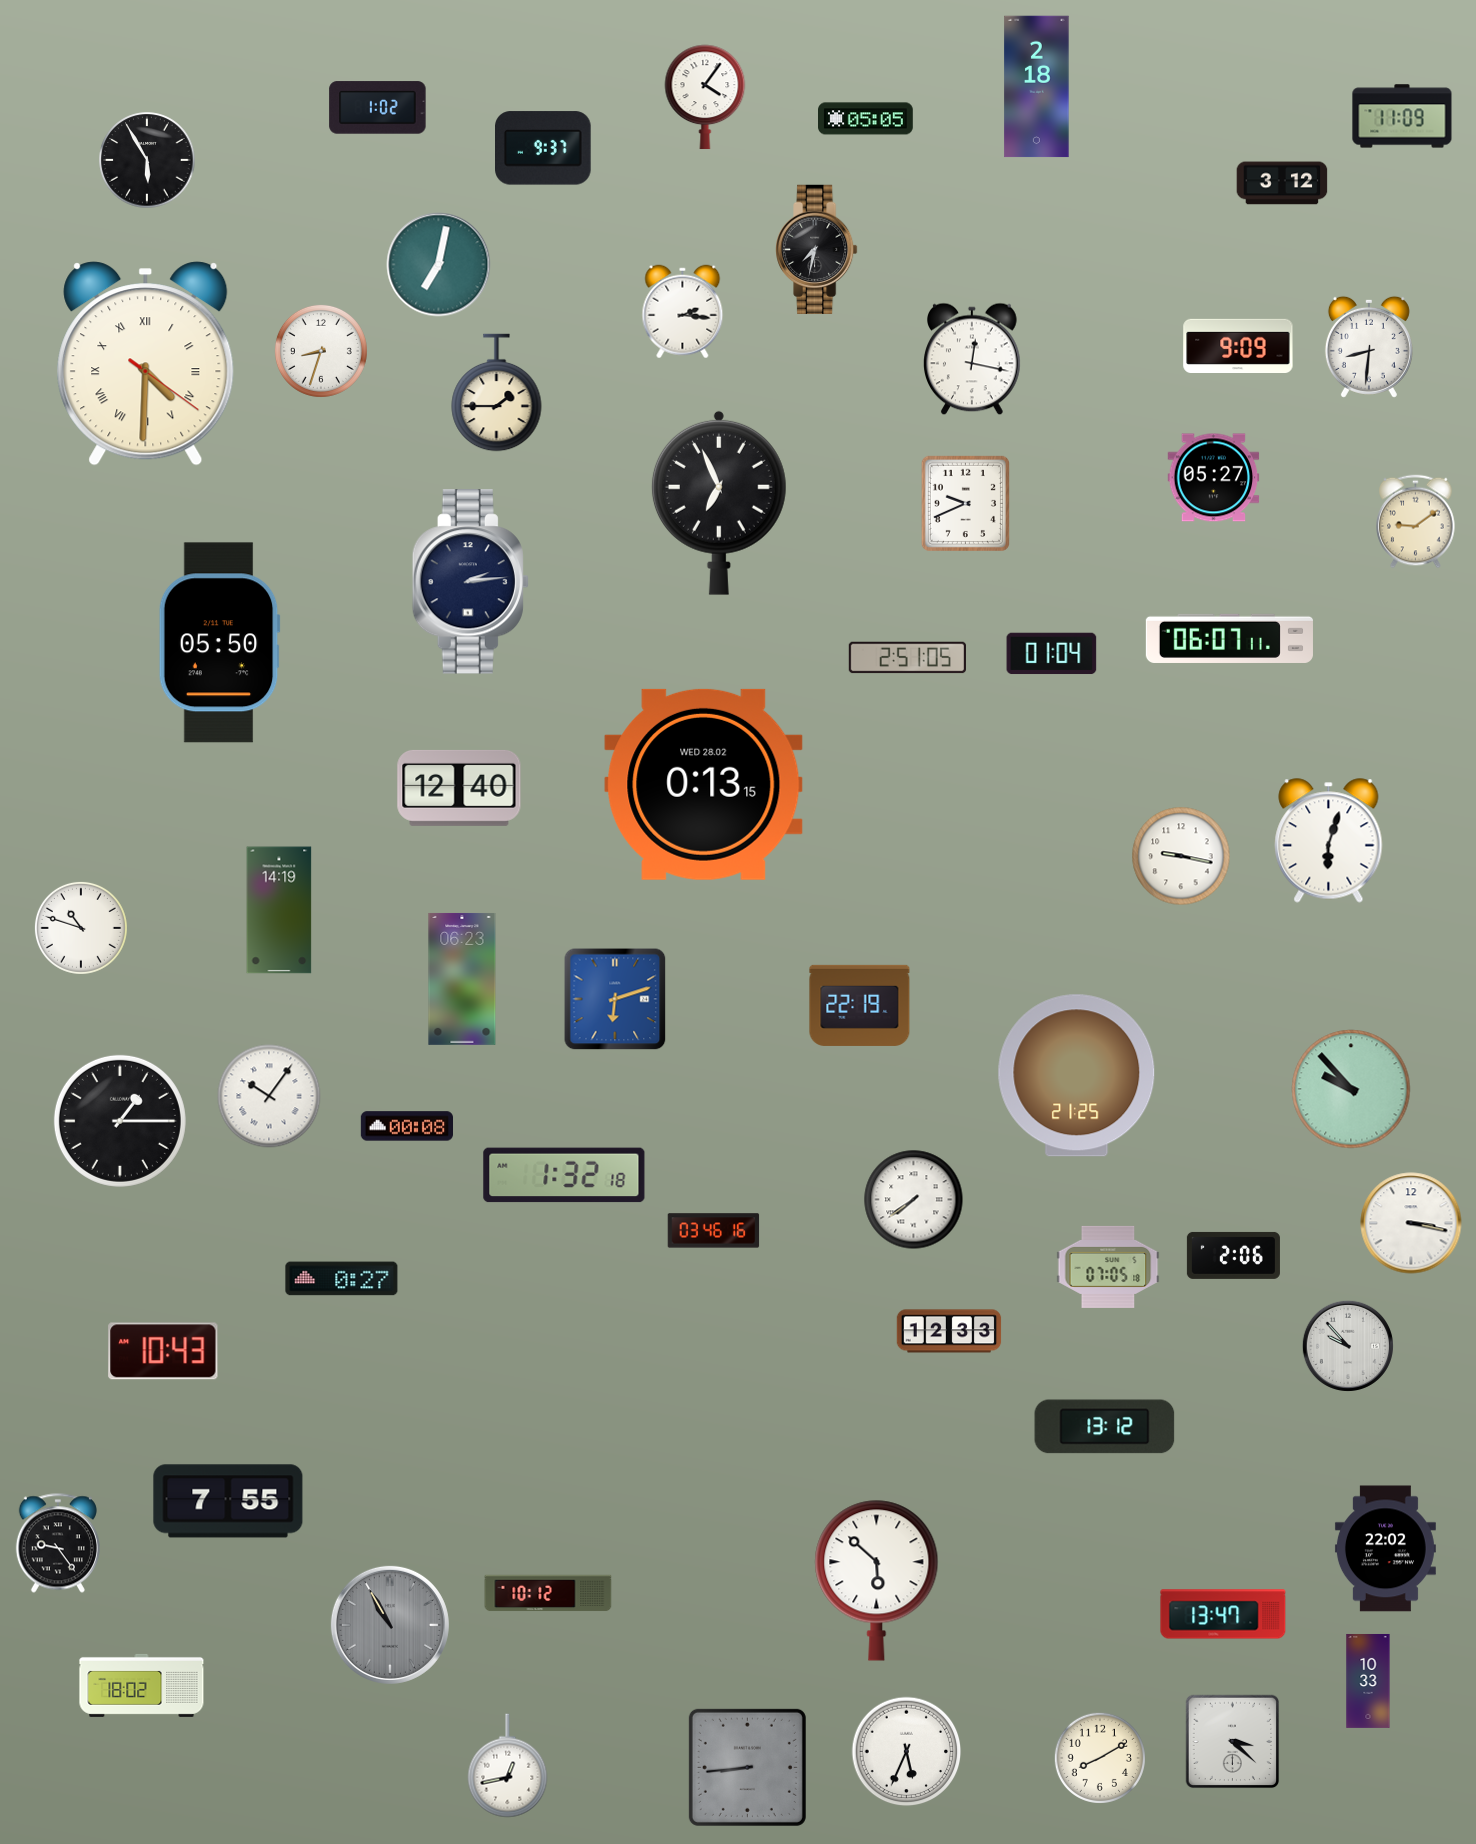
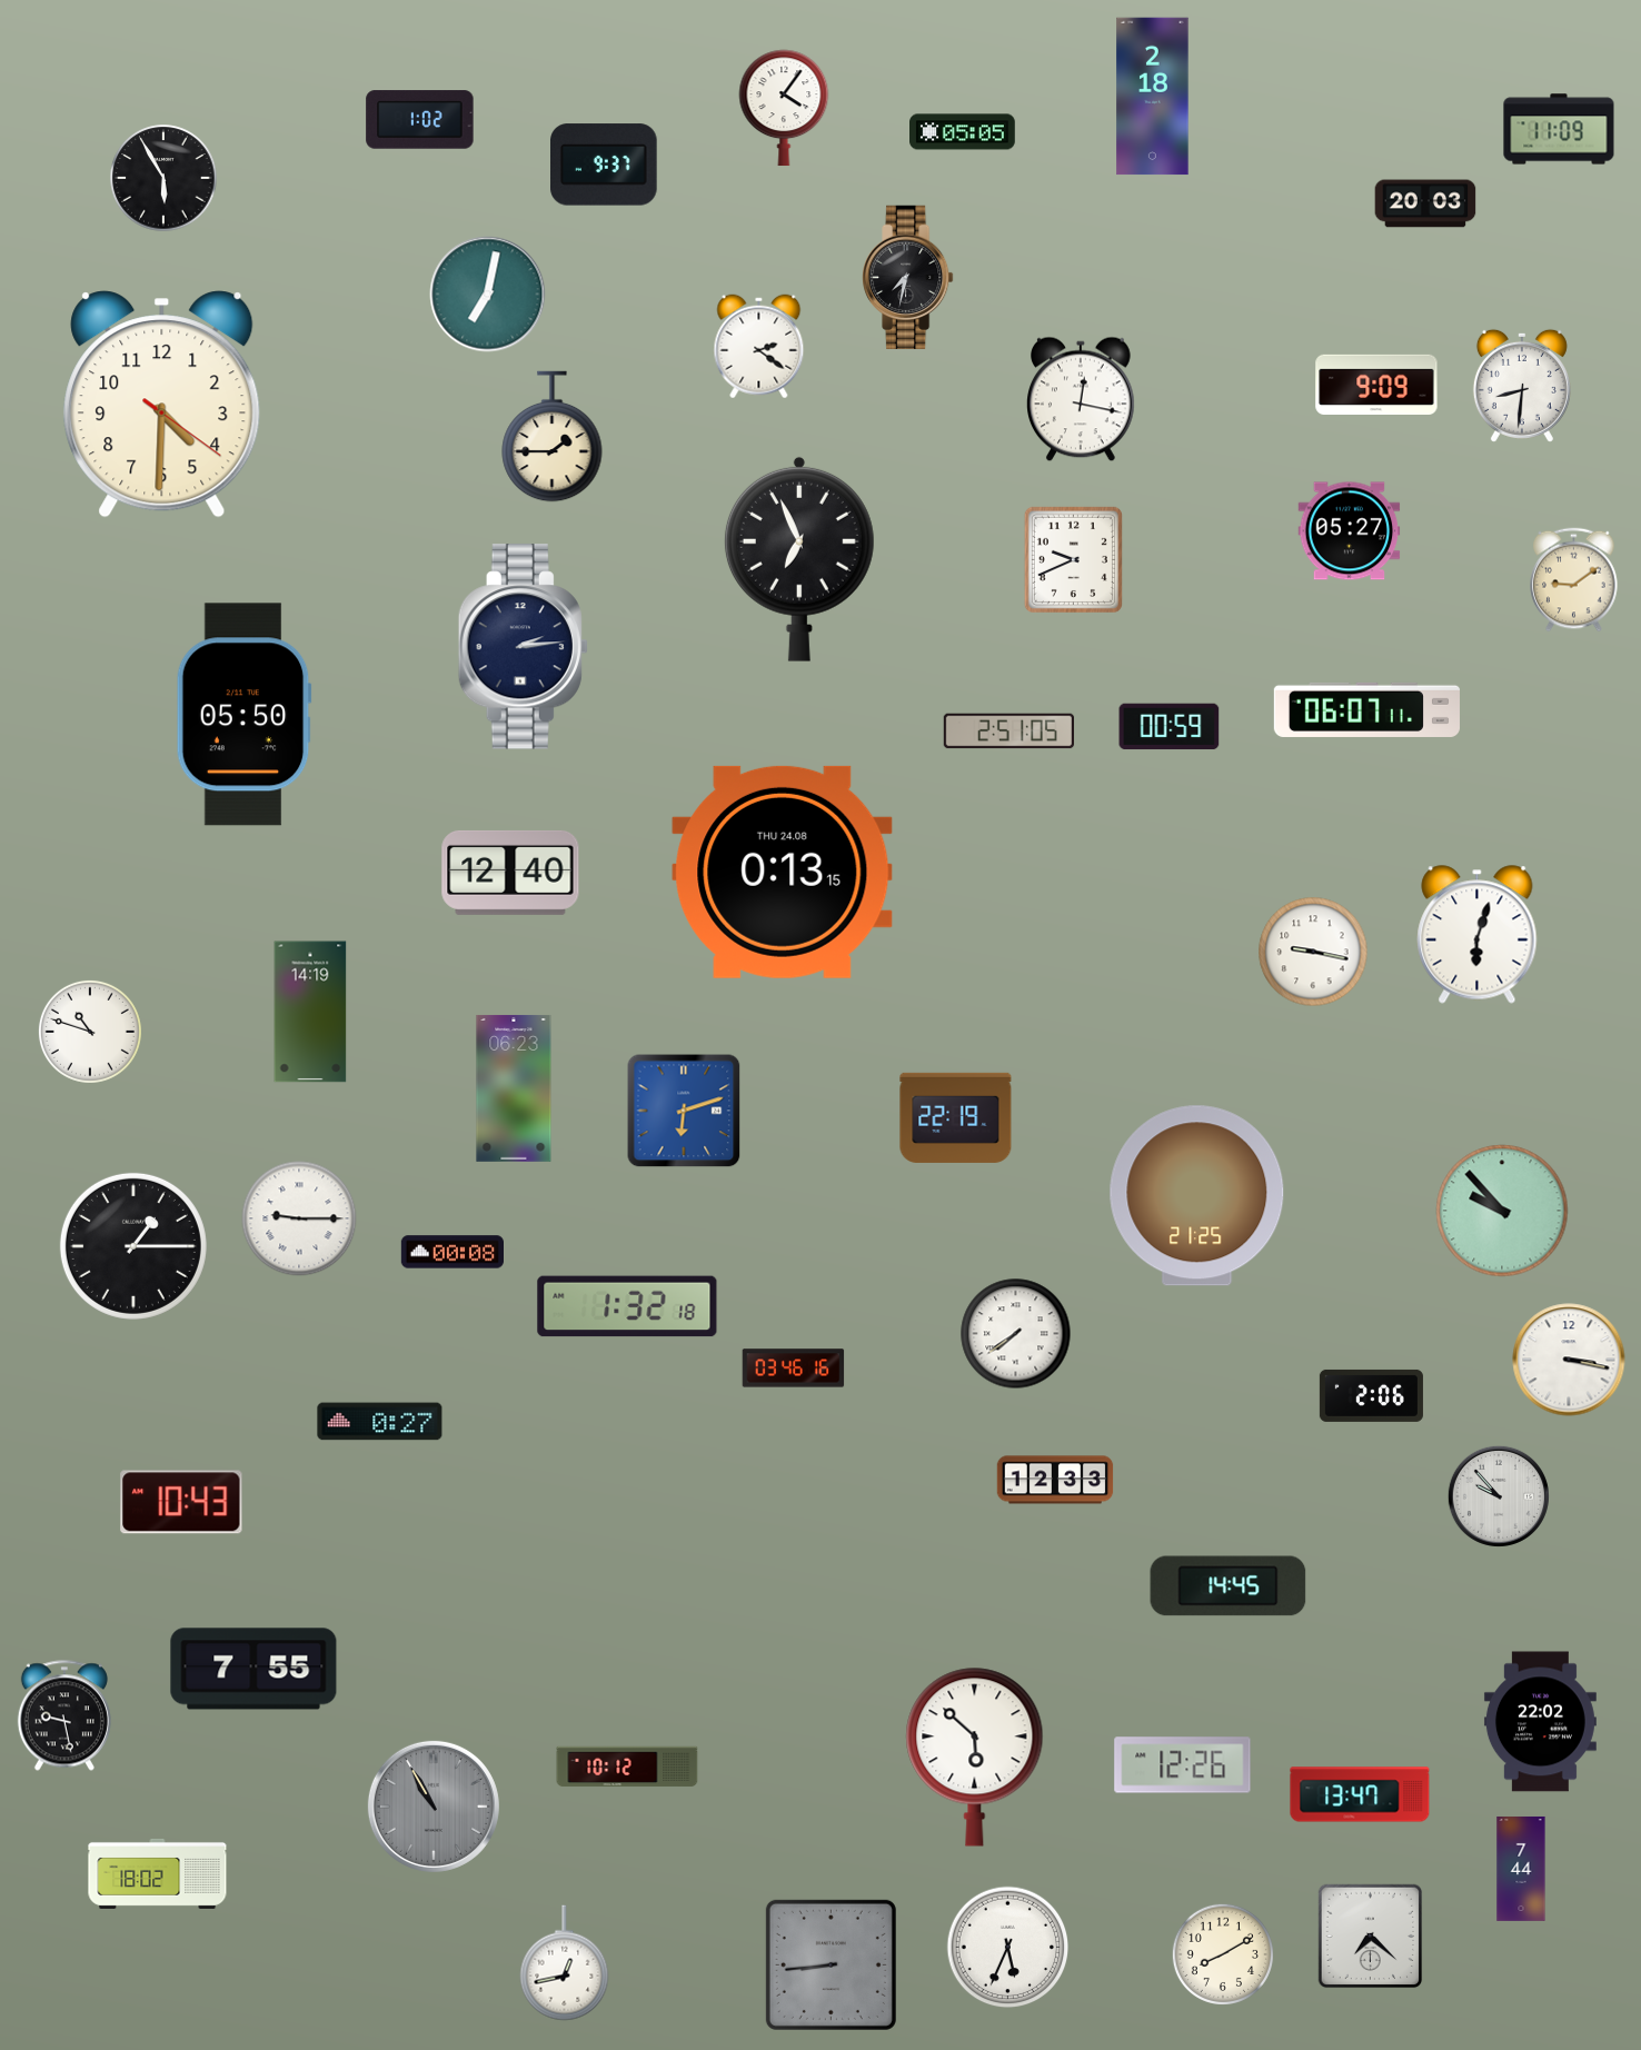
clock at (1282, 183): 3:12 -> 20:03
clock at (683, 312): 2:16 -> 2:21
clock at (321, 351): 8:33 -> none
clock at (146, 364) numerals: Roman -> Arabic
clock at (1052, 654): 01:04 -> 00:59
clock at (704, 784) date: WED 28.02 -> THU 24.08
clock at (459, 788) position: (459, 788) -> (510, 873)
clock at (269, 1096): 10:06 -> 9:15
clock at (1108, 1267): 07:05 -> none
clock at (1105, 1427): 13:12 -> 14:45
clock at (58, 1543): 9:24 -> 9:28
clock at (1183, 1765): none -> 12:26
clock at (548, 1593) position: (548, 1593) -> (627, 1767)
clock at (1368, 1681): 10:33 -> 7:44
clock at (1233, 1742): 3:22 -> 7:22
